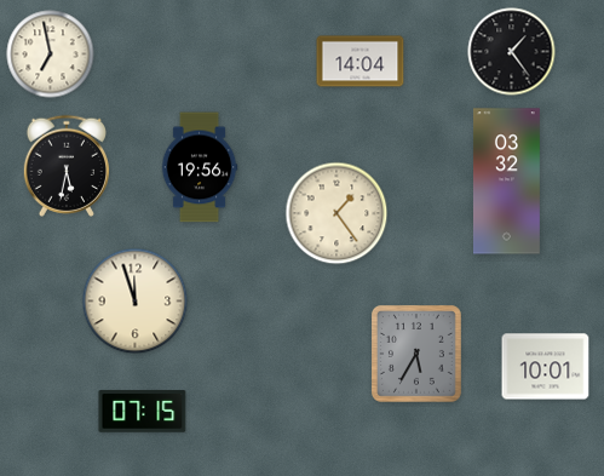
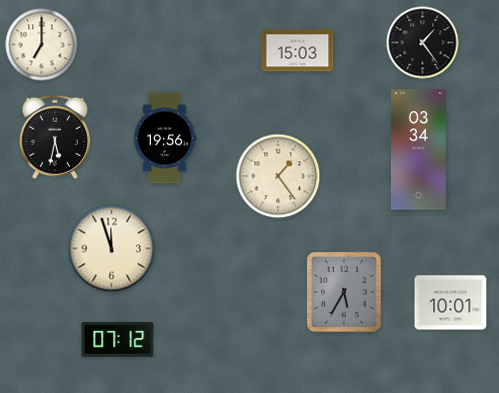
clock at (51, 55): 6:58 -> 7:00
clock at (361, 62): 14:04 -> 15:03
clock at (506, 182): 03:32 -> 03:34
clock at (143, 412): 07:15 -> 07:12
